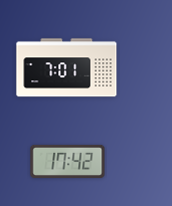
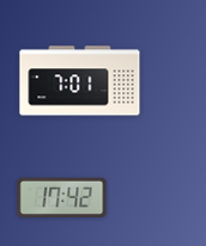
clock at (68, 161) position: (68, 161) -> (62, 197)
